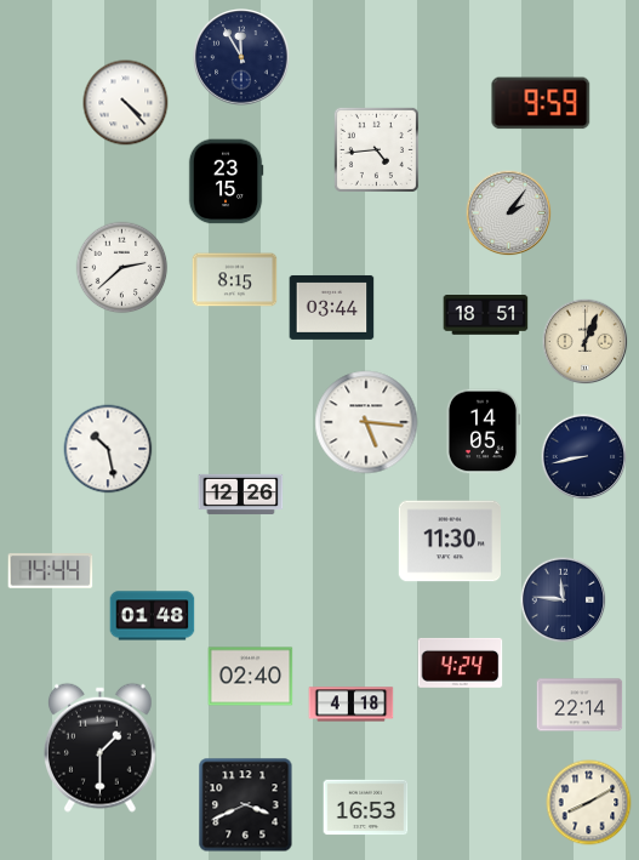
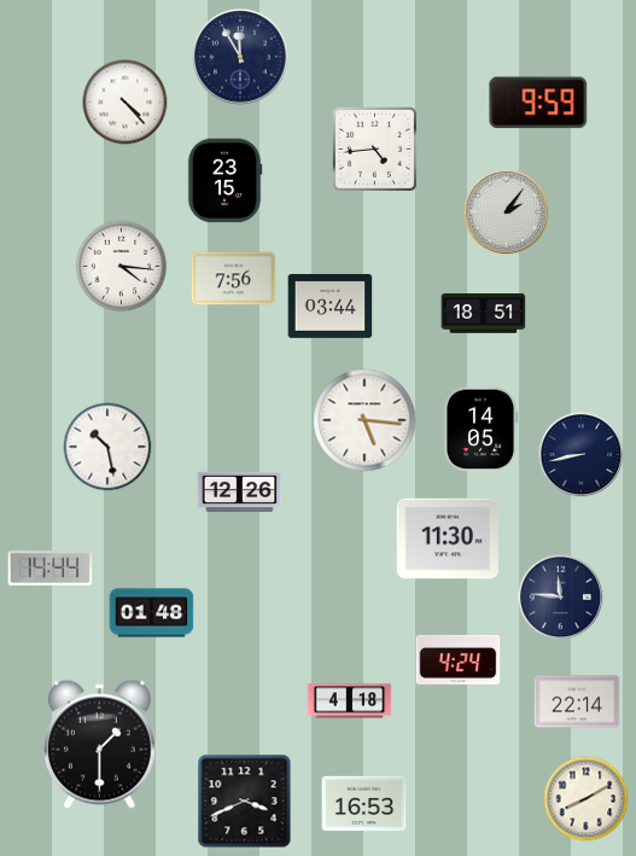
clock at (122, 268): 2:38 -> 4:16
clock at (235, 280): 8:15 -> 7:56
clock at (586, 342): 1:04 -> none
clock at (251, 677): 02:40 -> none
